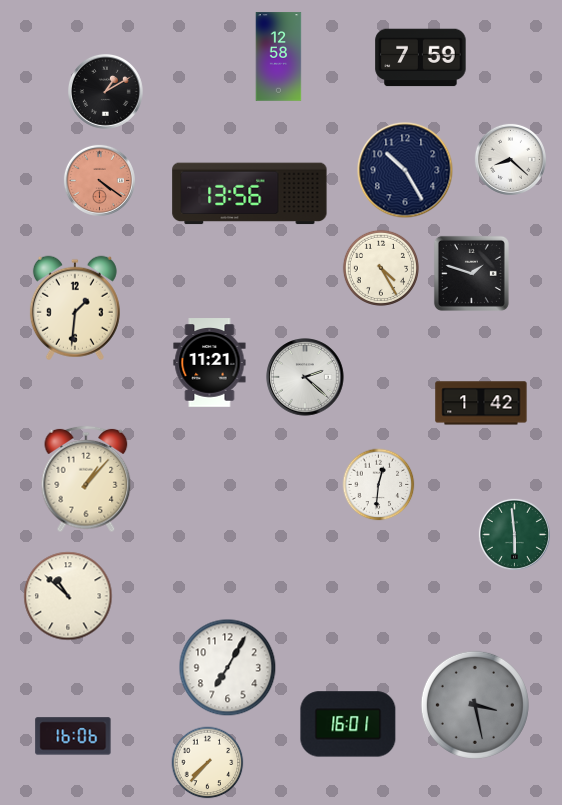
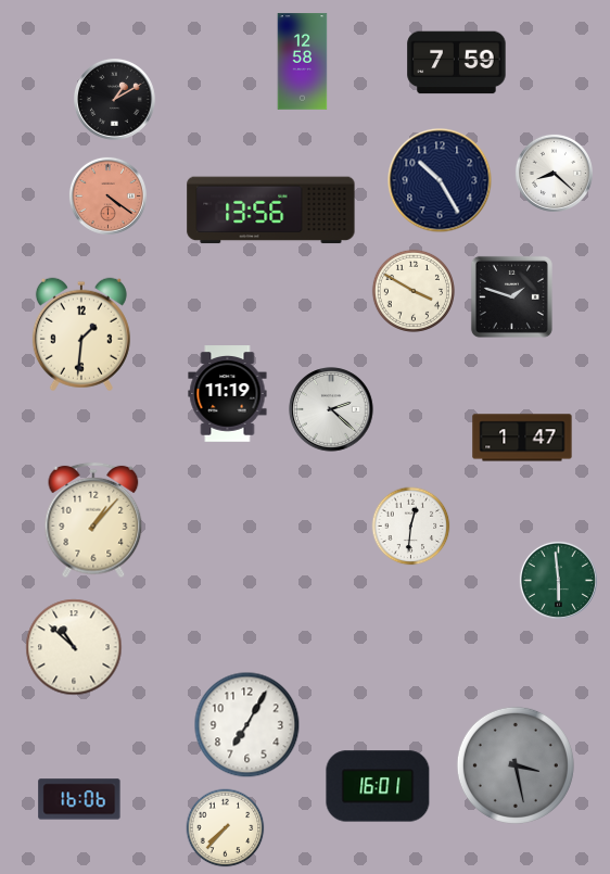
clock at (405, 170) position: (405, 170) -> (440, 180)
clock at (381, 268): 4:25 -> 3:50
clock at (210, 363): 11:21 -> 11:19
clock at (481, 403): 1:42 -> 1:47
